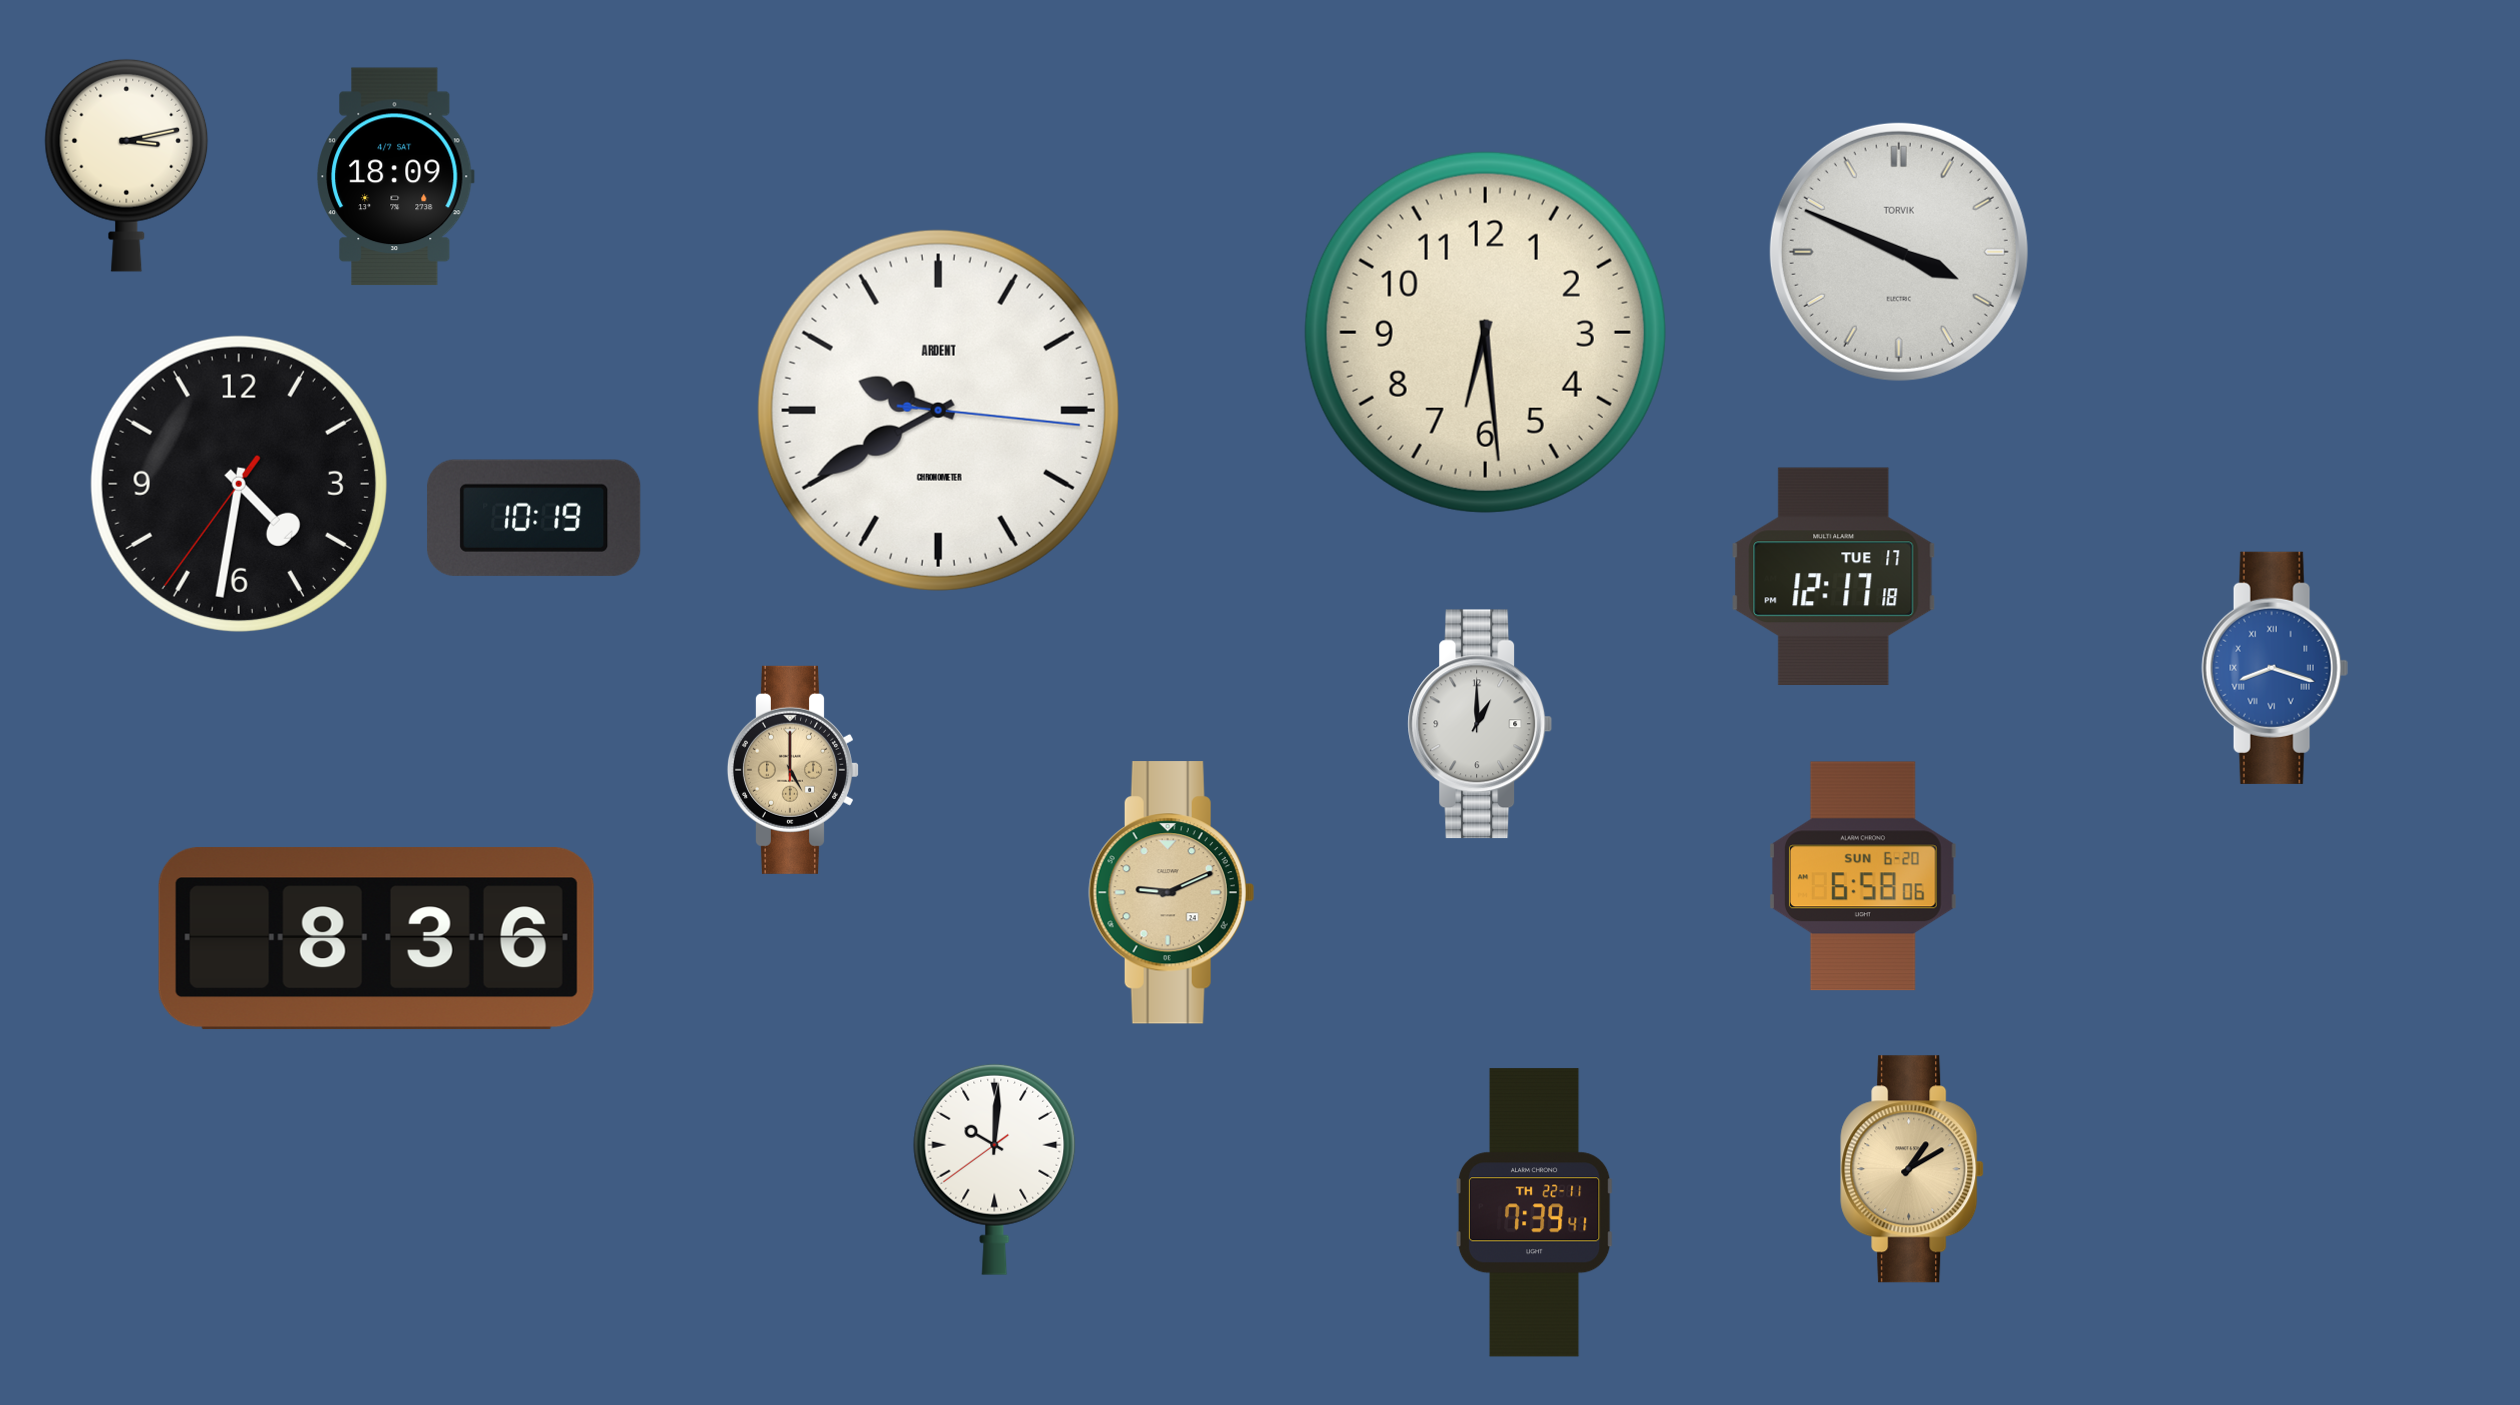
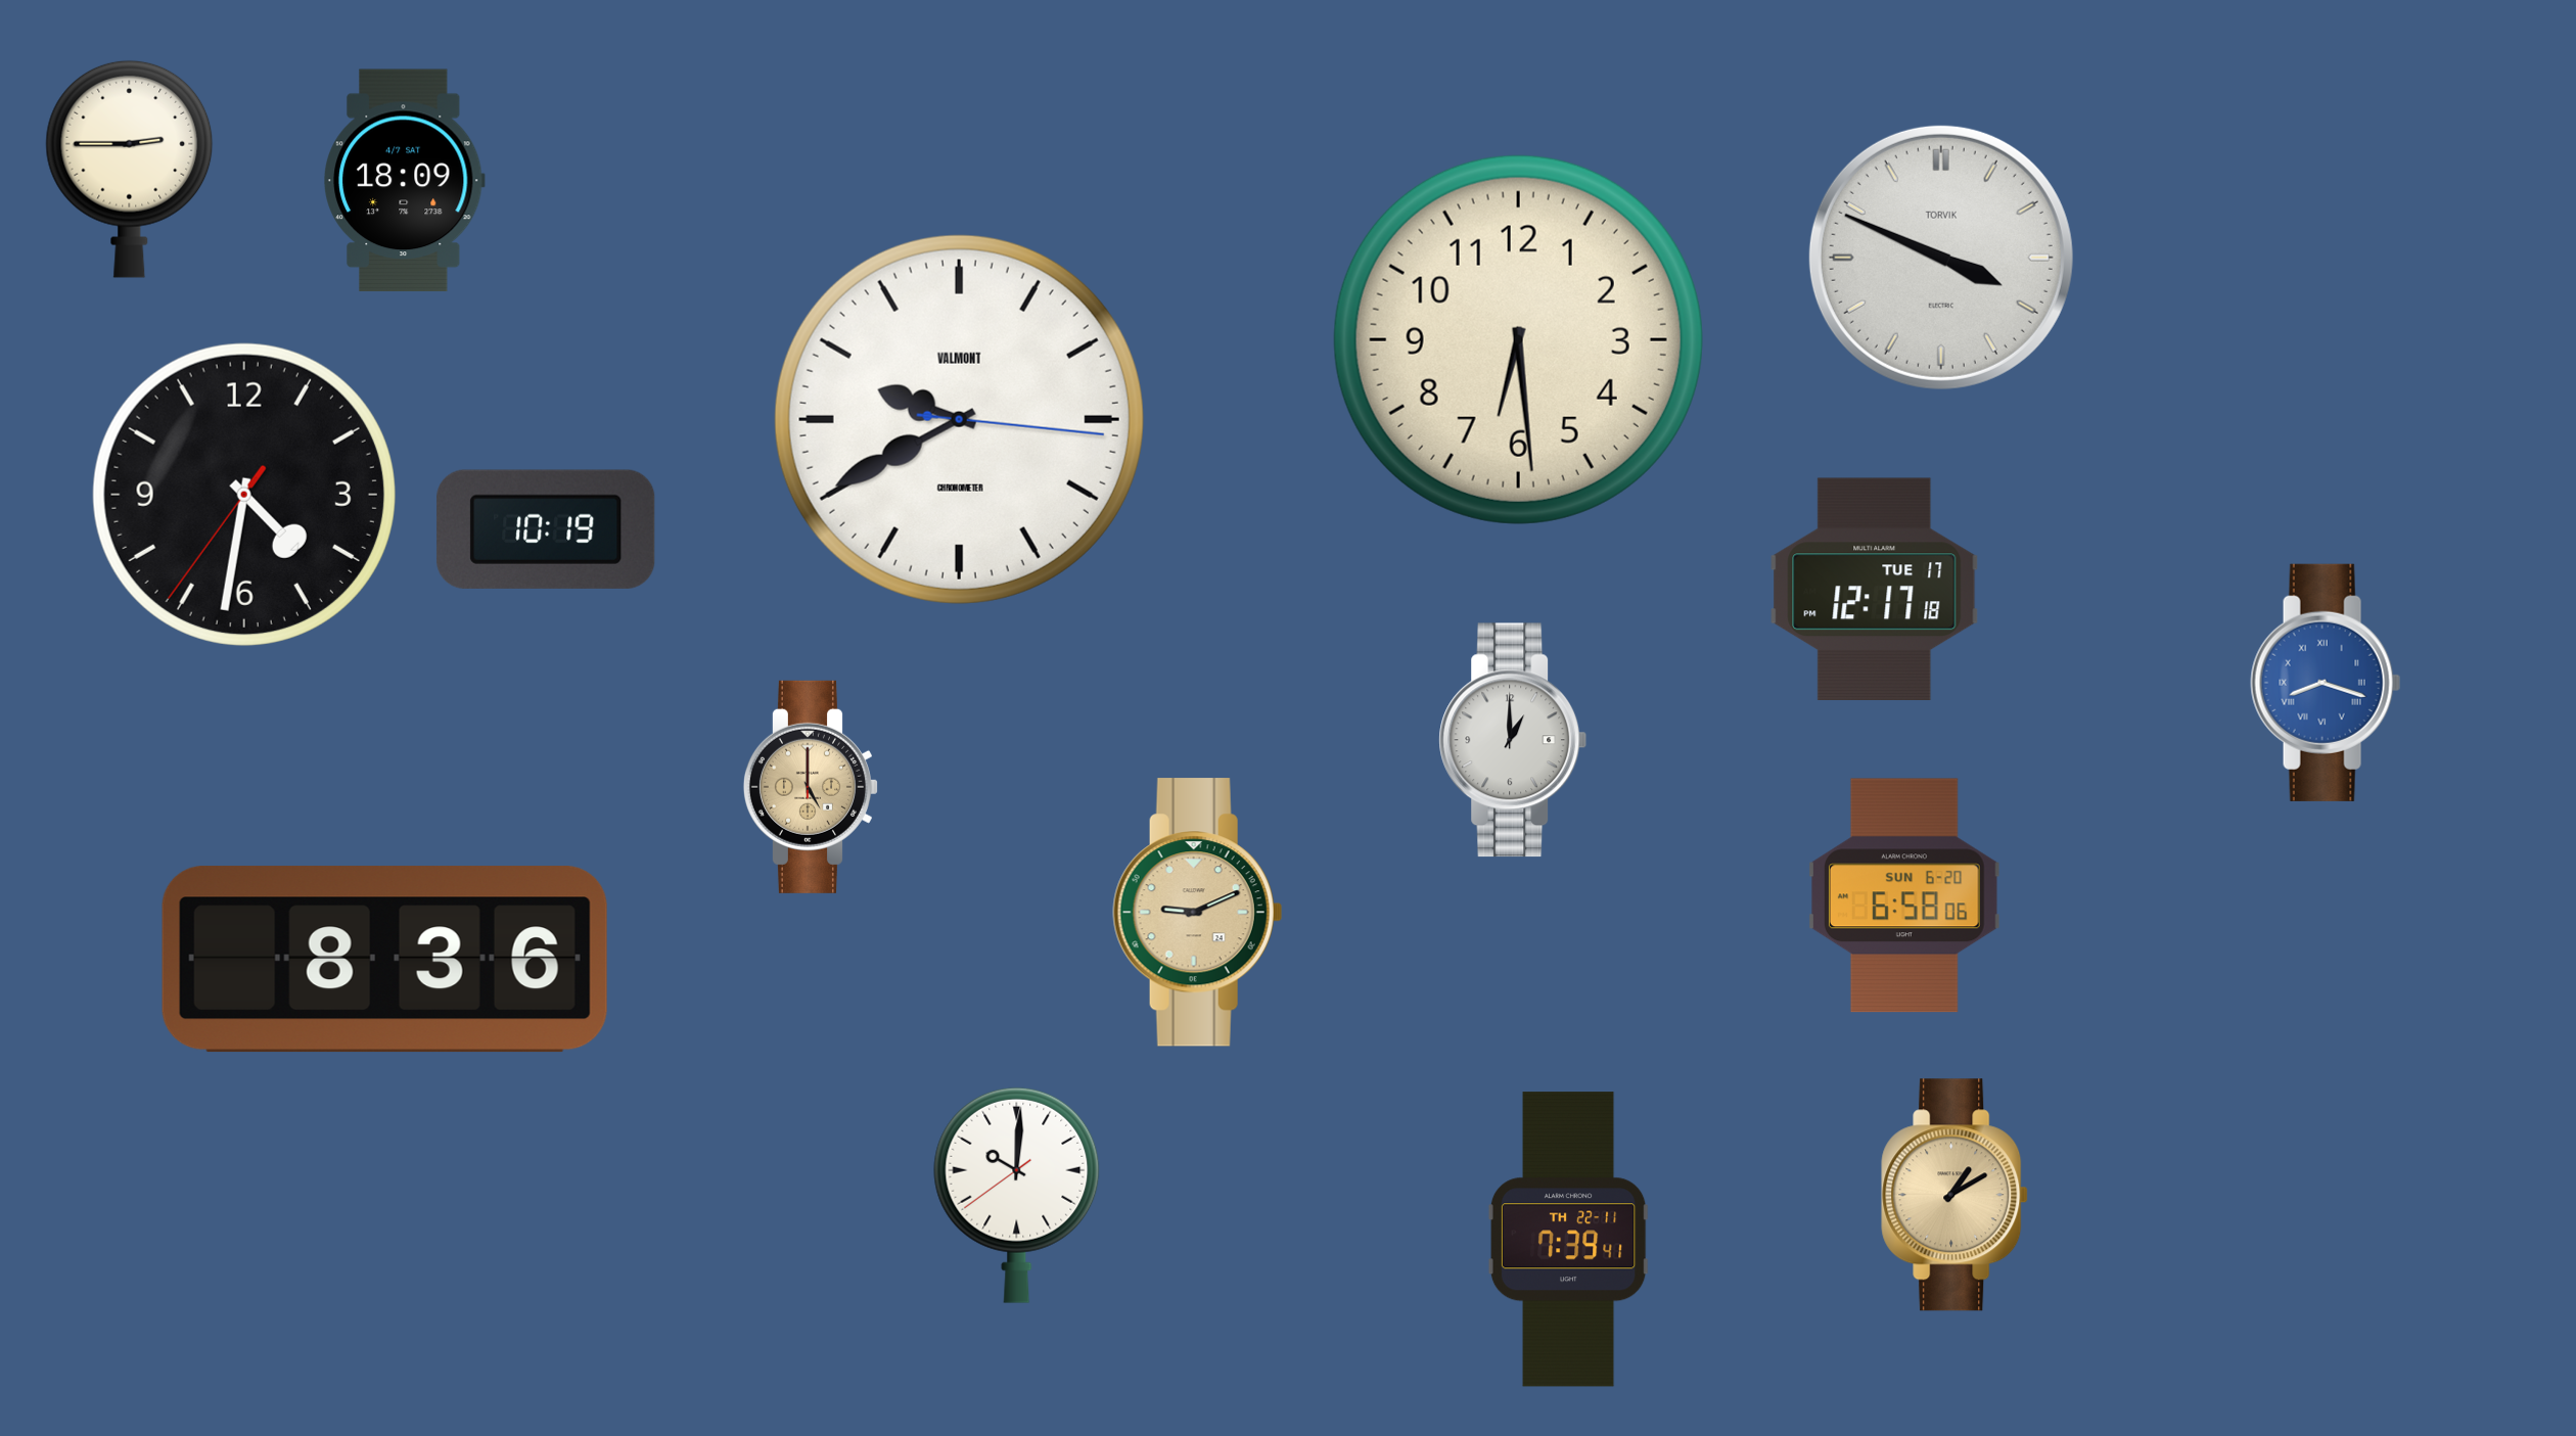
clock at (127, 165): 3:13 -> 2:45
clock at (938, 410) brand: ARDENT -> VALMONT
